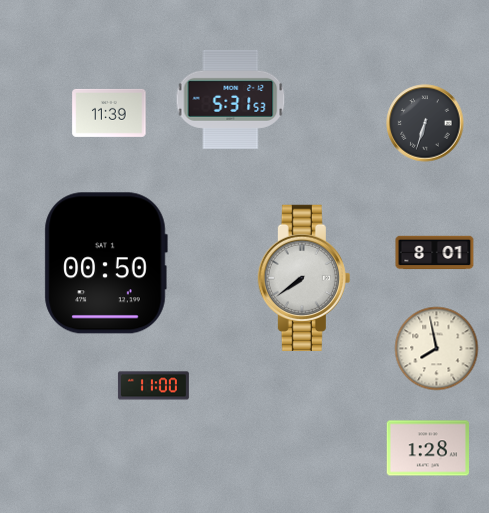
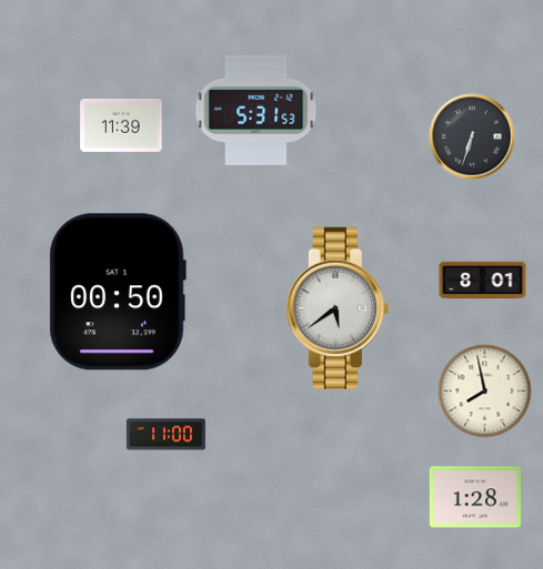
clock at (304, 278): 7:39 -> 5:39
clock at (437, 349) position: (437, 349) -> (485, 392)
clock at (153, 386) position: (153, 386) -> (165, 435)
